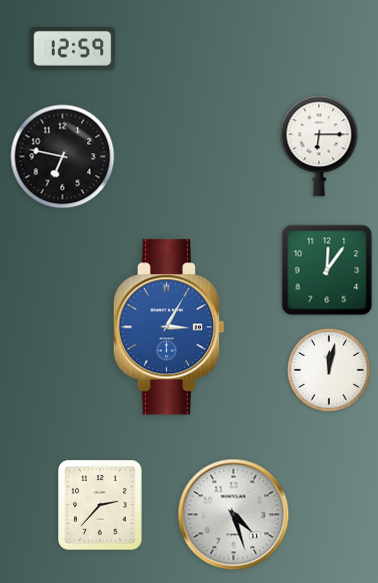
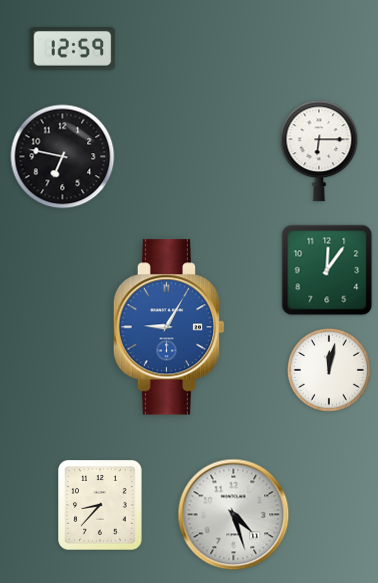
clock at (319, 146) position: (319, 146) -> (319, 151)
clock at (169, 327): 3:05 -> 9:05
clock at (100, 505): 2:37 -> 8:37
